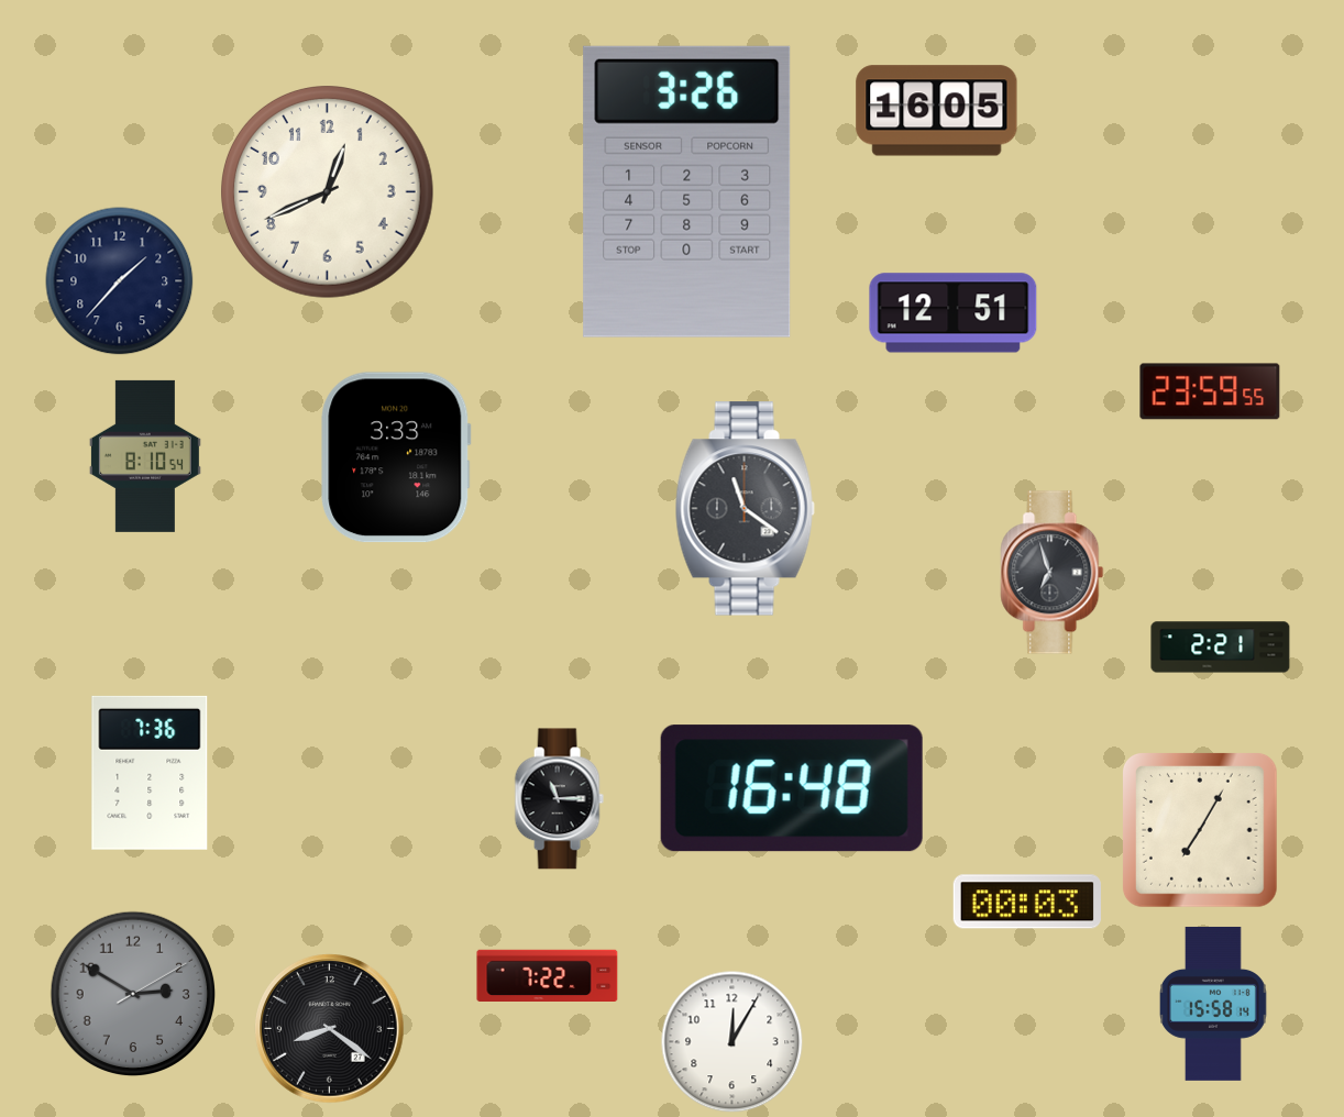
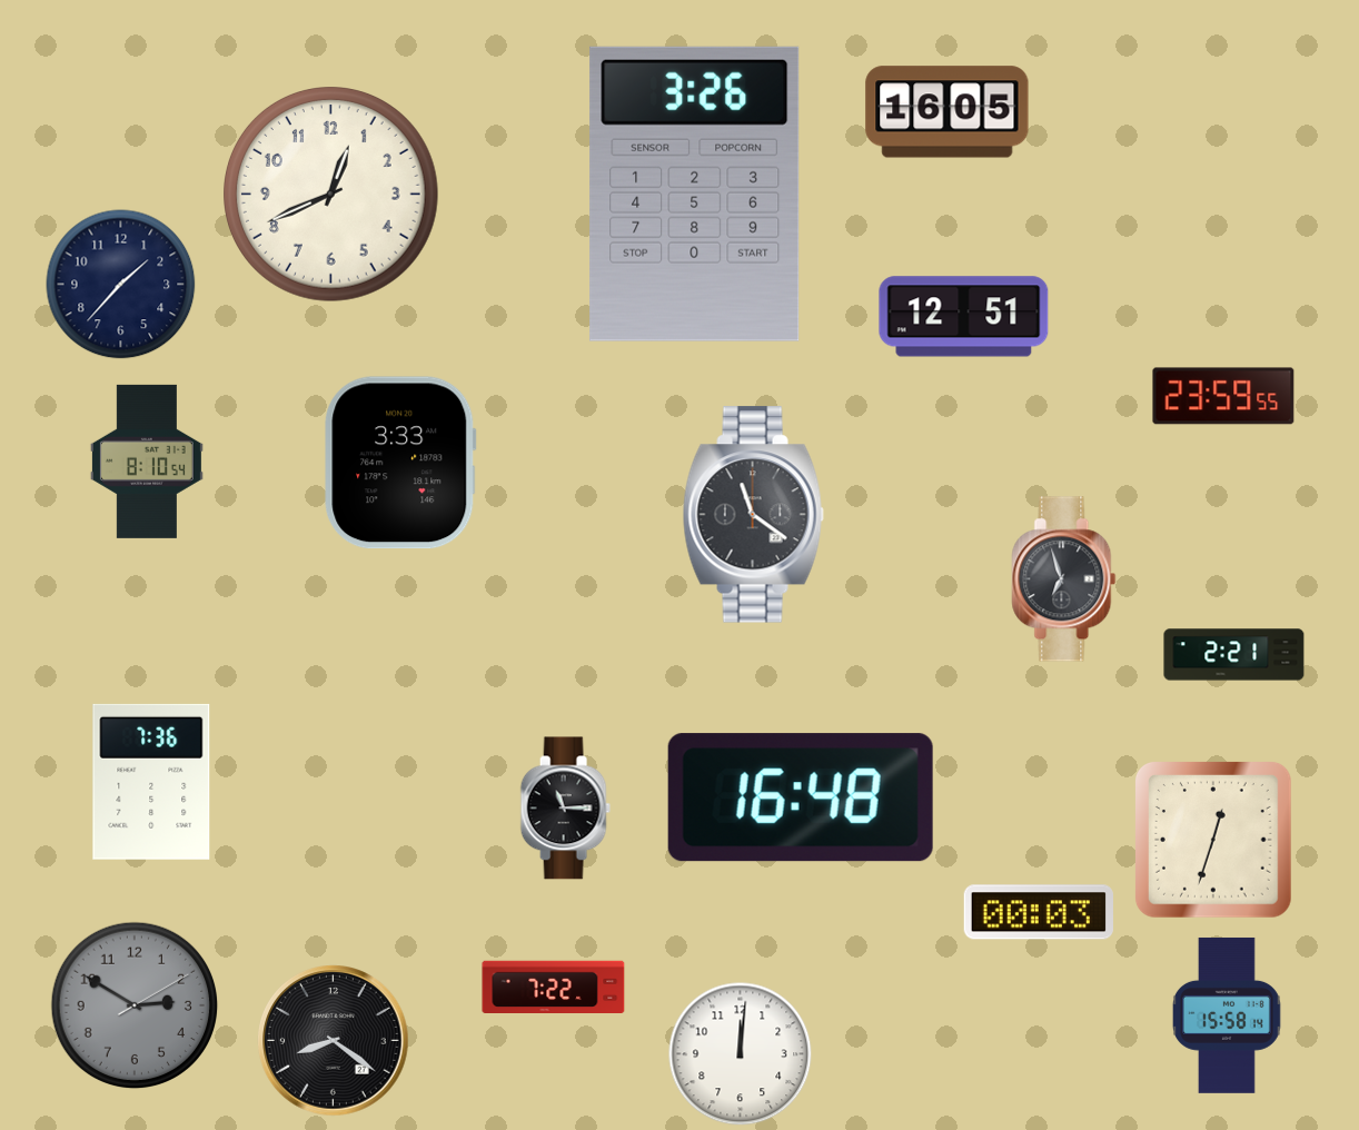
clock at (1201, 831): 7:05 -> 12:33
clock at (732, 1042): 12:05 -> 12:01
